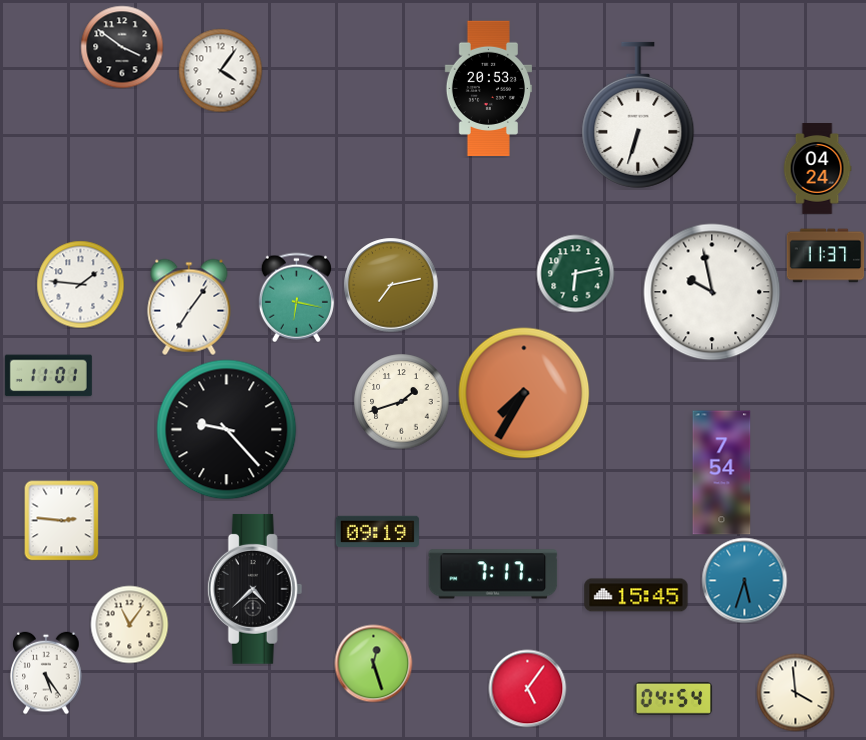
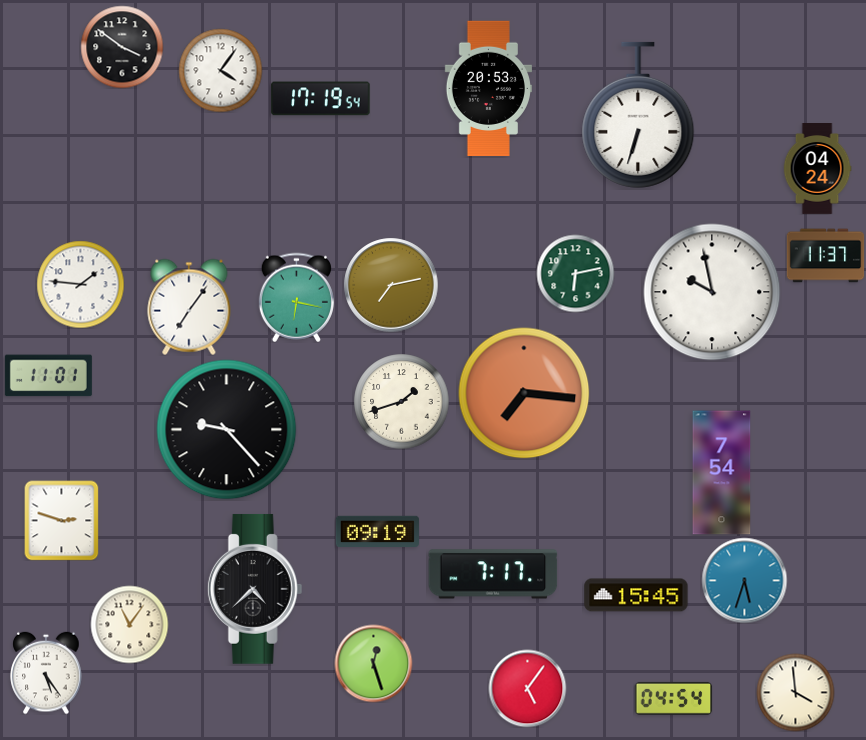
clock at (321, 99): none -> 17:19
clock at (524, 393): 7:35 -> 7:16
clock at (62, 520): 2:46 -> 2:48
